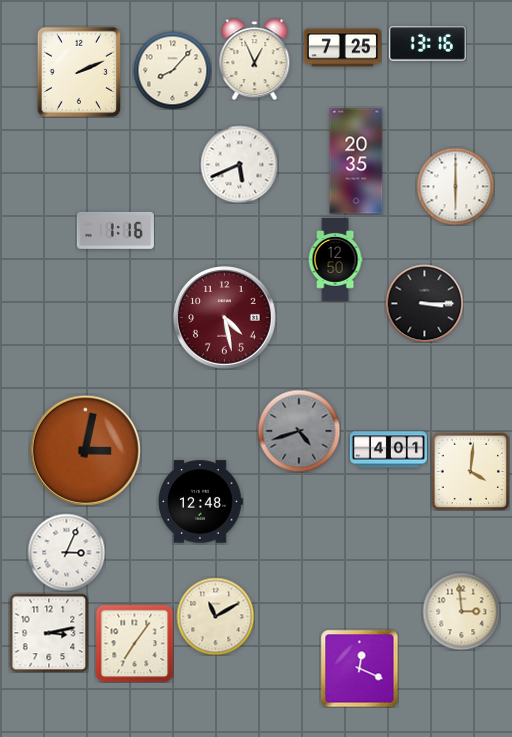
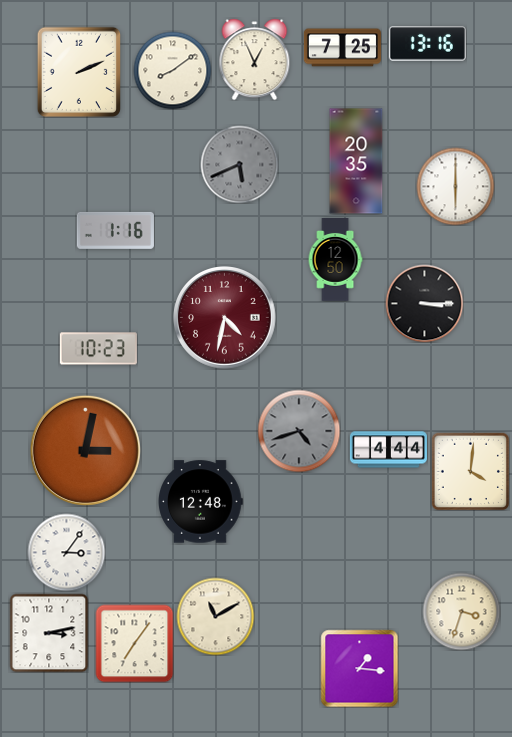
clock at (172, 70): 8:07 -> 8:09
clock at (239, 164) dial: white -> grey
clock at (225, 318): 4:28 -> 4:32
clock at (98, 349): none -> 10:23
clock at (388, 450): 4:01 -> 4:44
clock at (66, 552): 3:04 -> 3:06
clock at (461, 611): 2:59 -> 3:33
clock at (359, 668): 12:19 -> 1:16
